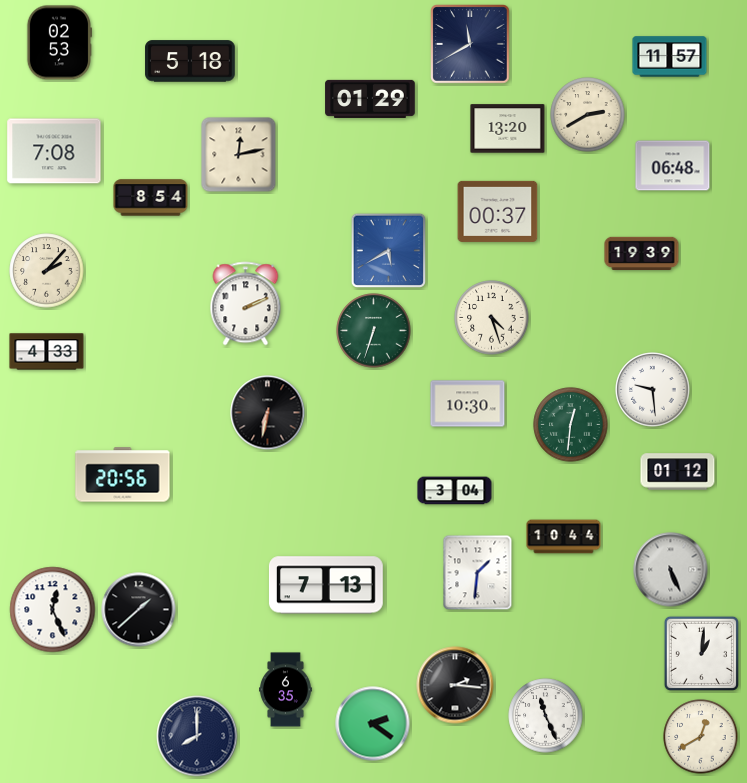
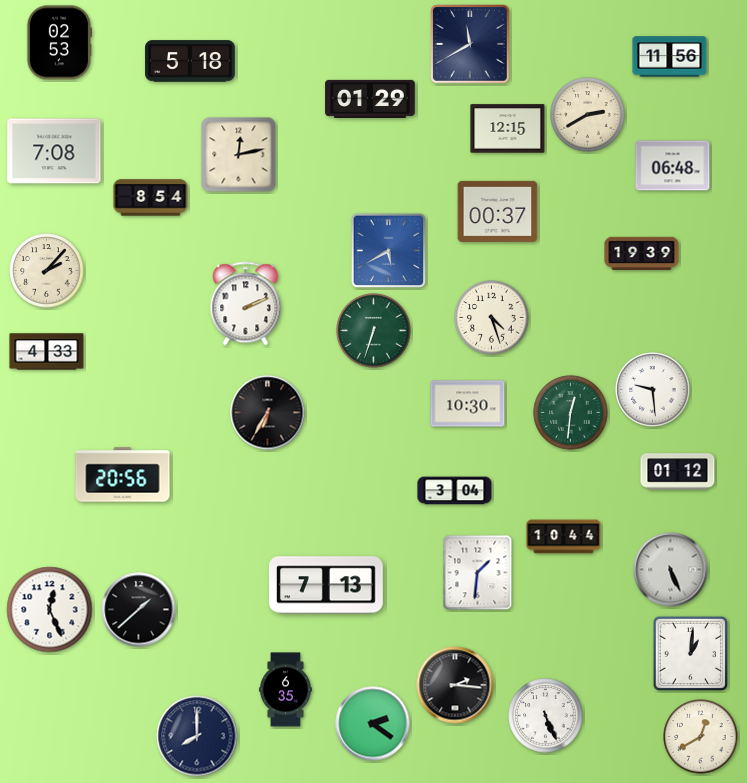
clock at (670, 57): 11:57 -> 11:56
clock at (508, 129): 13:20 -> 12:15
clock at (268, 413): 6:32 -> 6:35
clock at (571, 425) position: (571, 425) -> (571, 413)
clock at (53, 610) position: (53, 610) -> (50, 610)
clock at (701, 653) position: (701, 653) -> (690, 653)
clock at (546, 716): 11:26 -> 5:26
